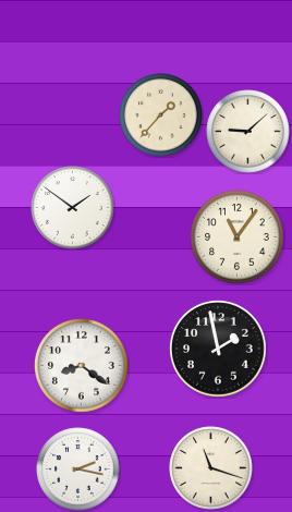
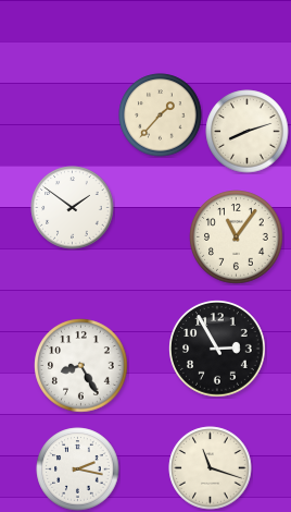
clock at (248, 132): 9:08 -> 8:12
clock at (218, 349): 1:58 -> 2:55
clock at (82, 366): 8:21 -> 8:25
